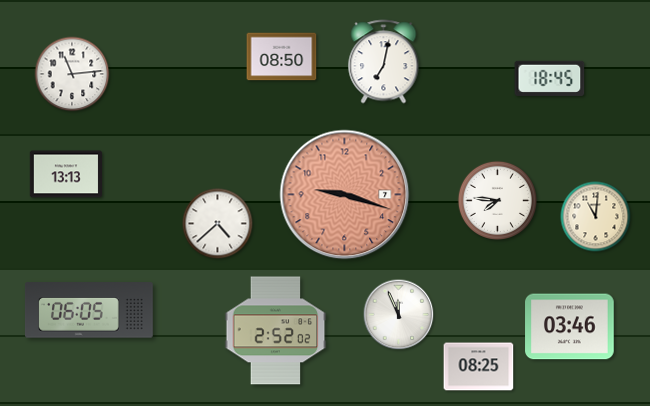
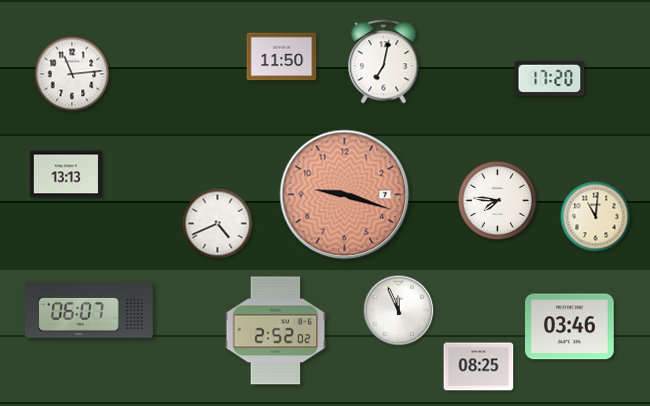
clock at (282, 57): 08:50 -> 11:50
clock at (550, 78): 18:45 -> 17:20
clock at (218, 224): 4:38 -> 4:41
clock at (89, 310): 06:05 -> 06:07
clock at (399, 315) position: (399, 315) -> (399, 311)
